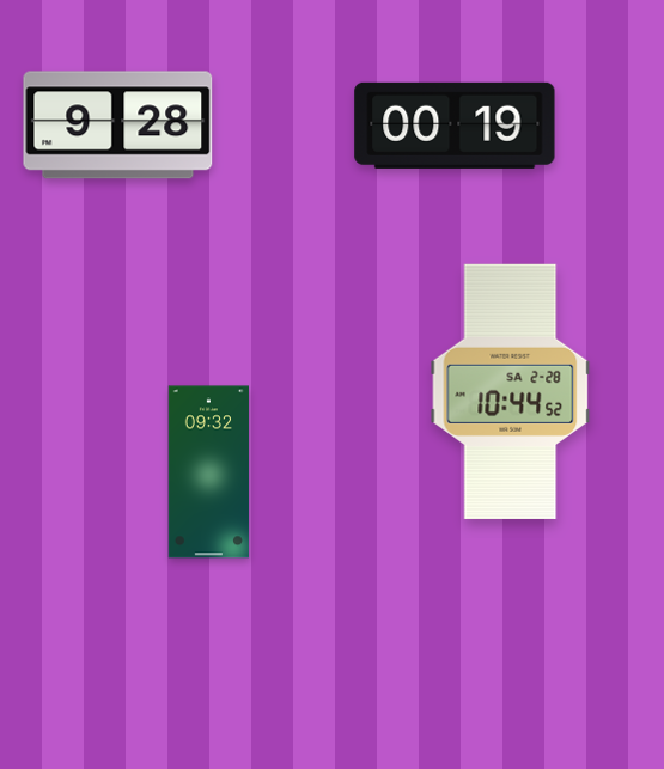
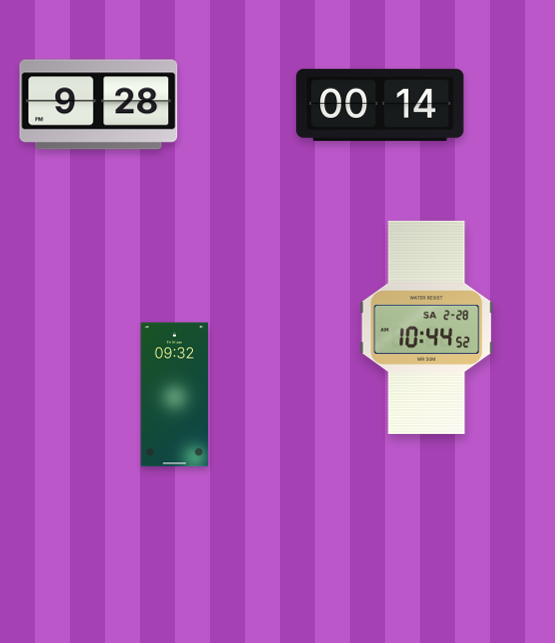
clock at (455, 126): 00:19 -> 00:14
